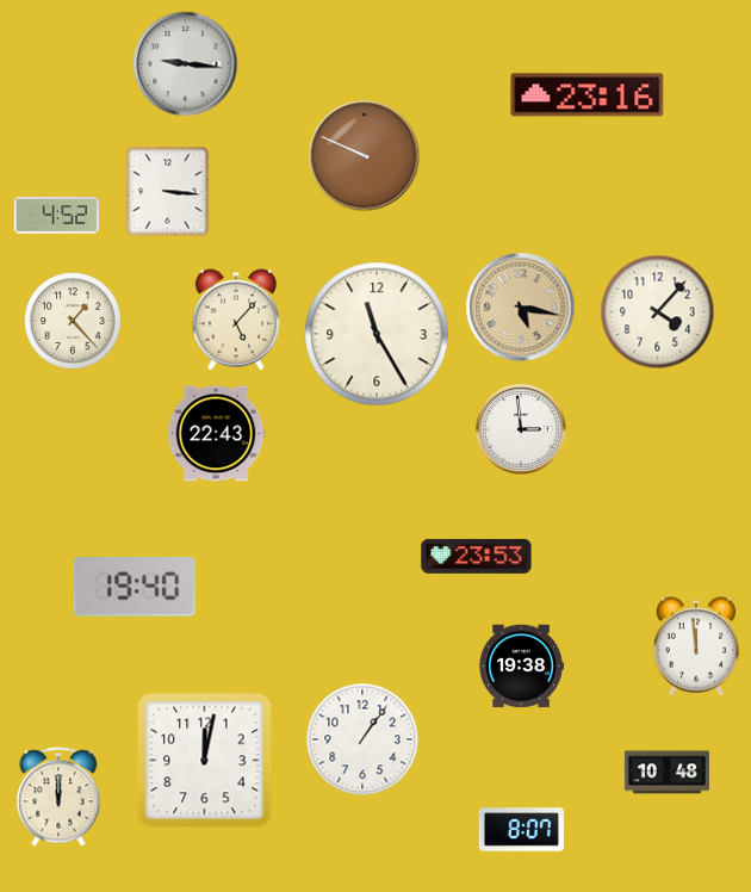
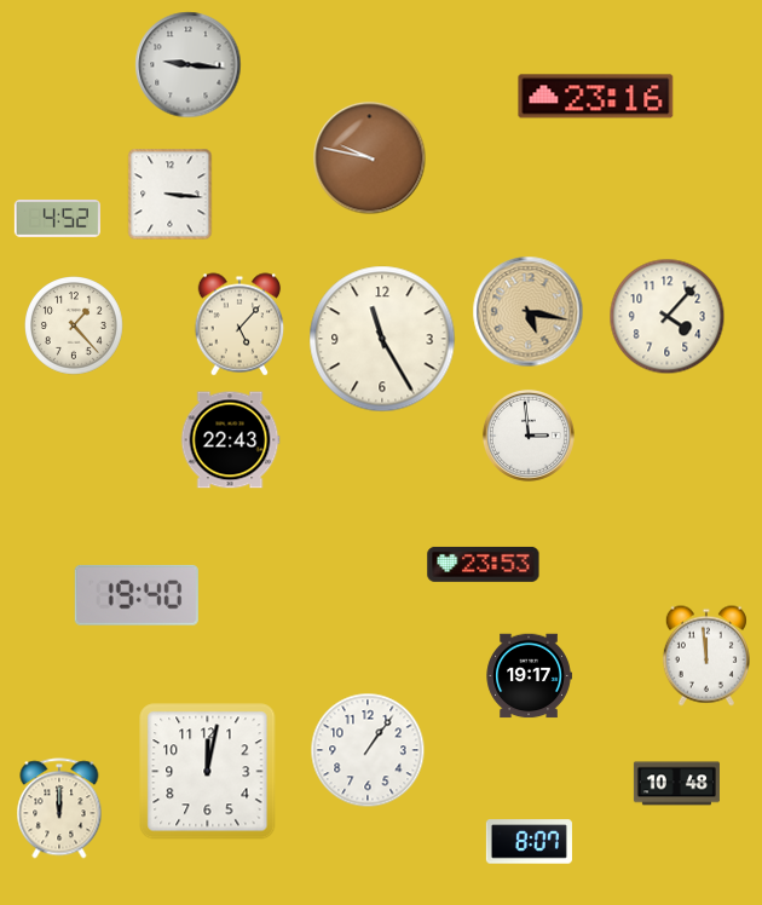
clock at (365, 156): 9:49 -> 9:47
clock at (216, 434) position: (216, 434) -> (230, 440)
clock at (521, 667): 19:38 -> 19:17
